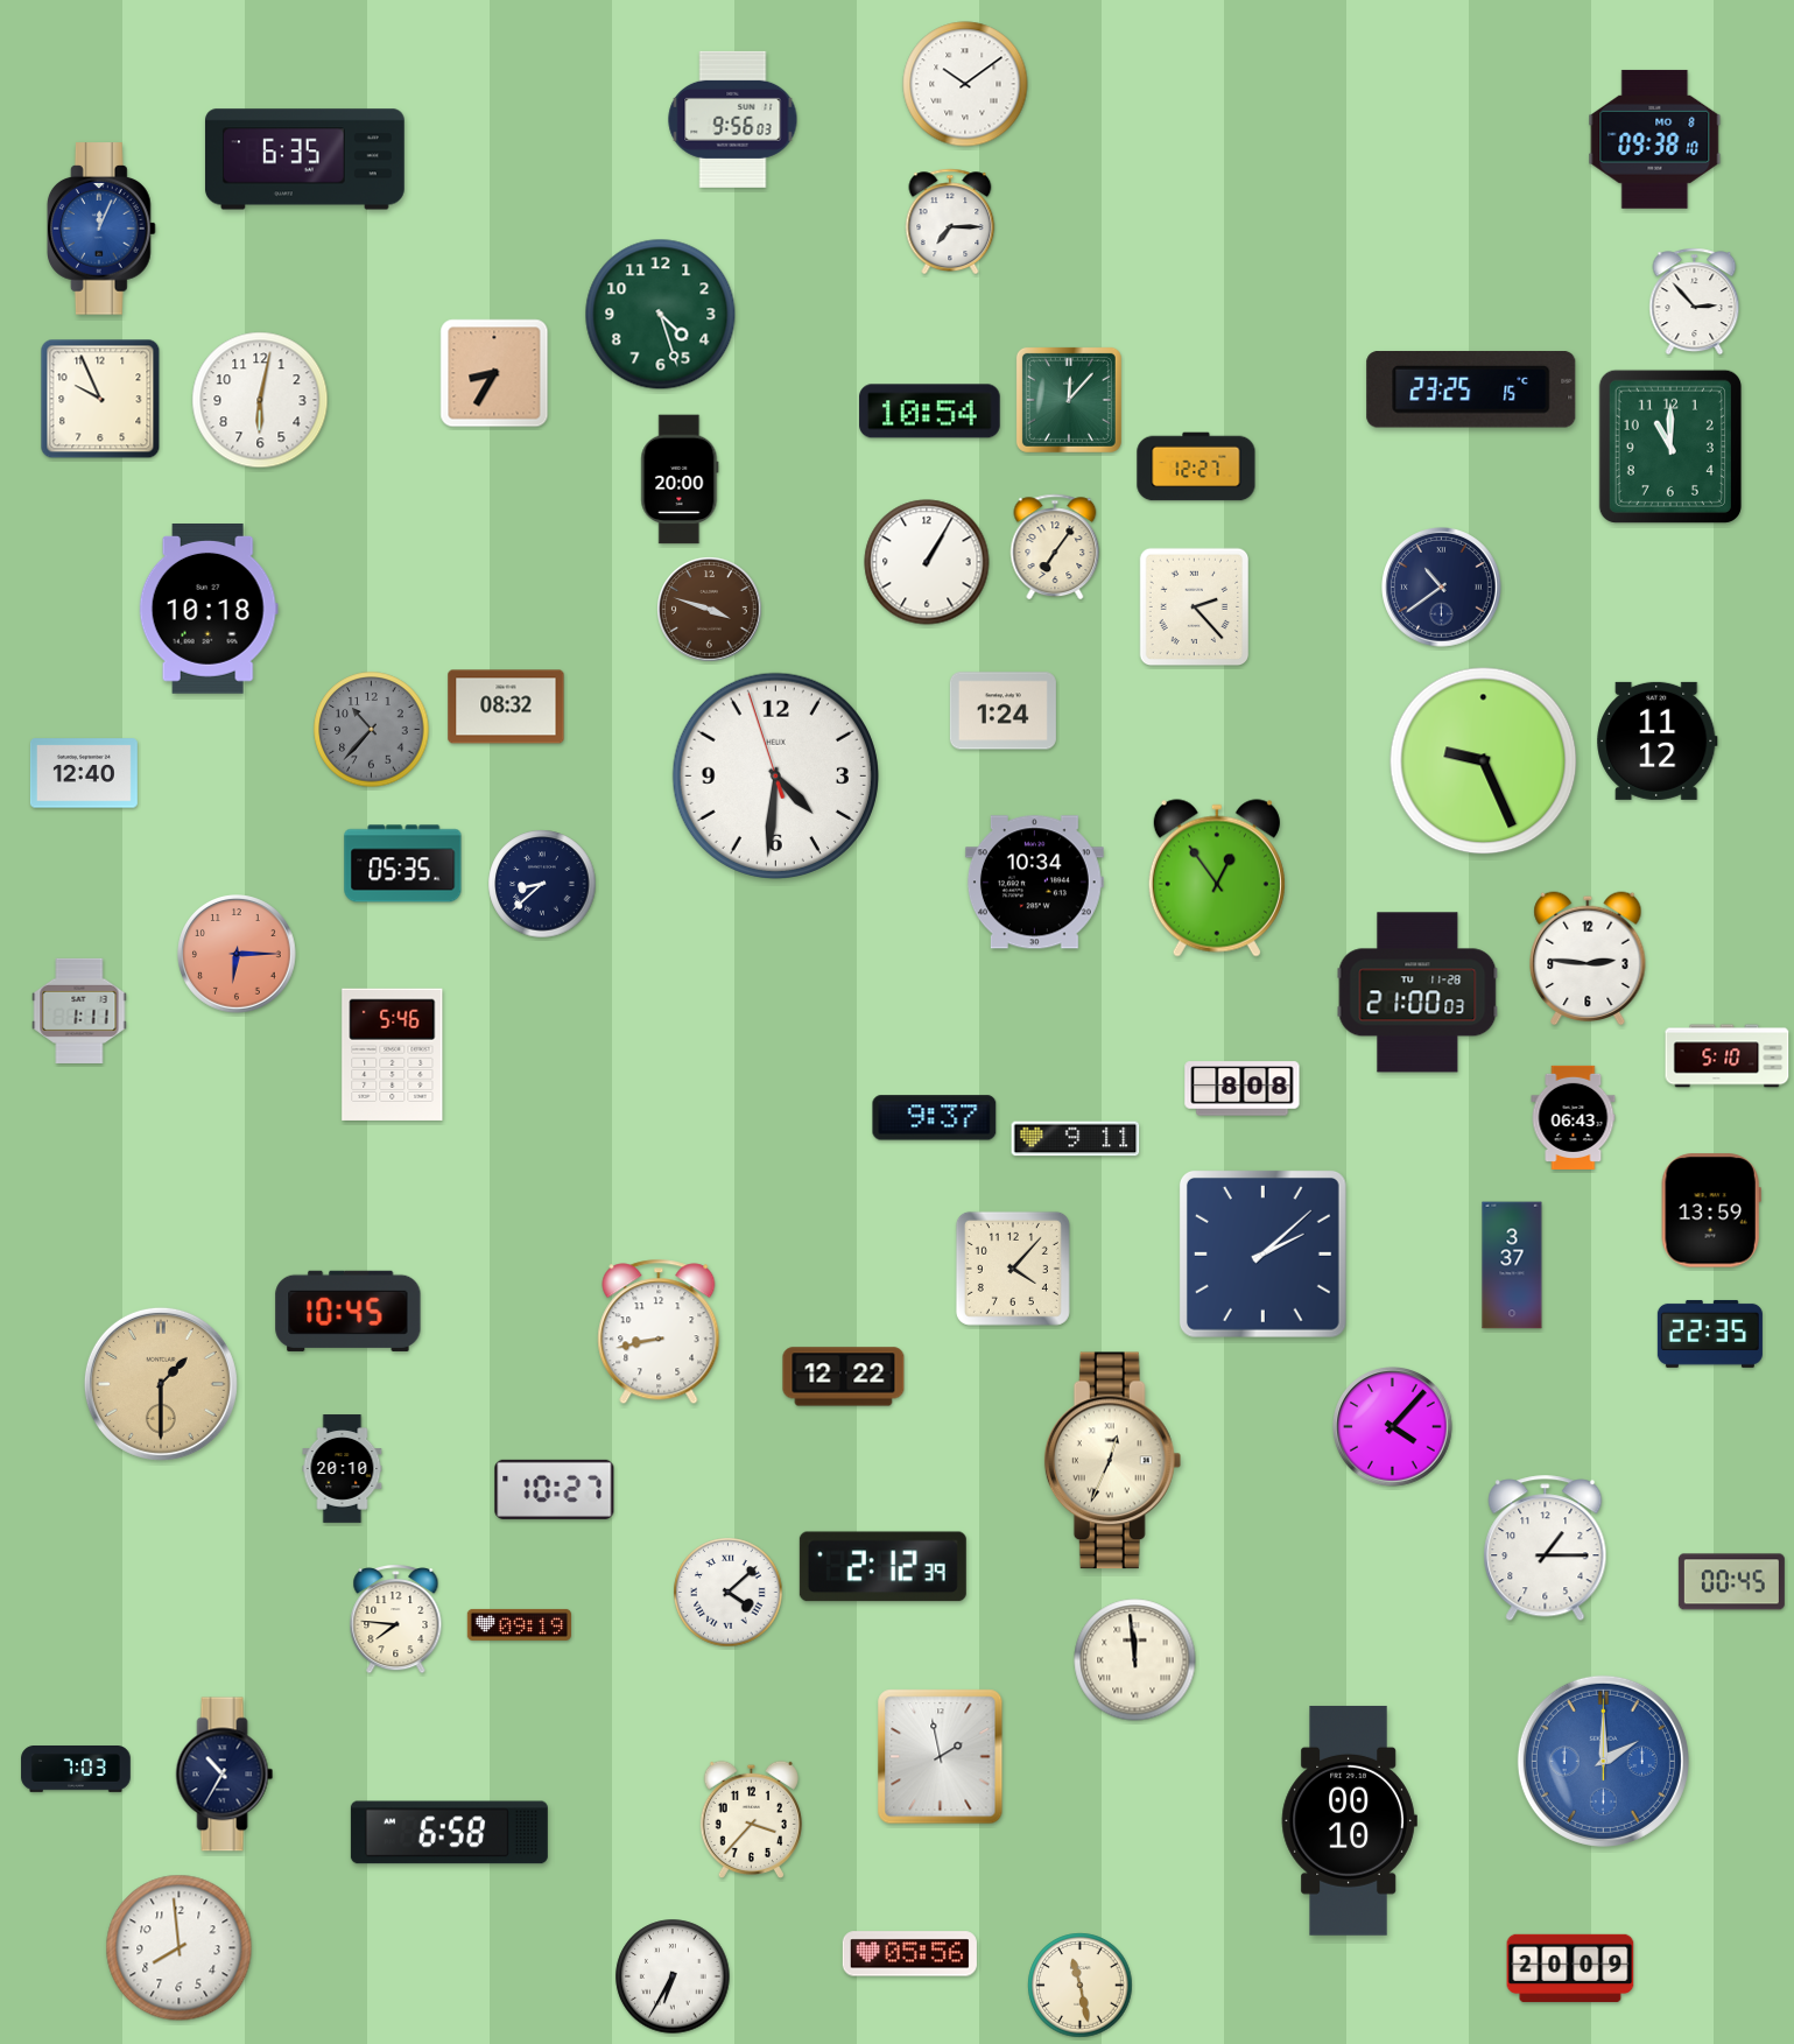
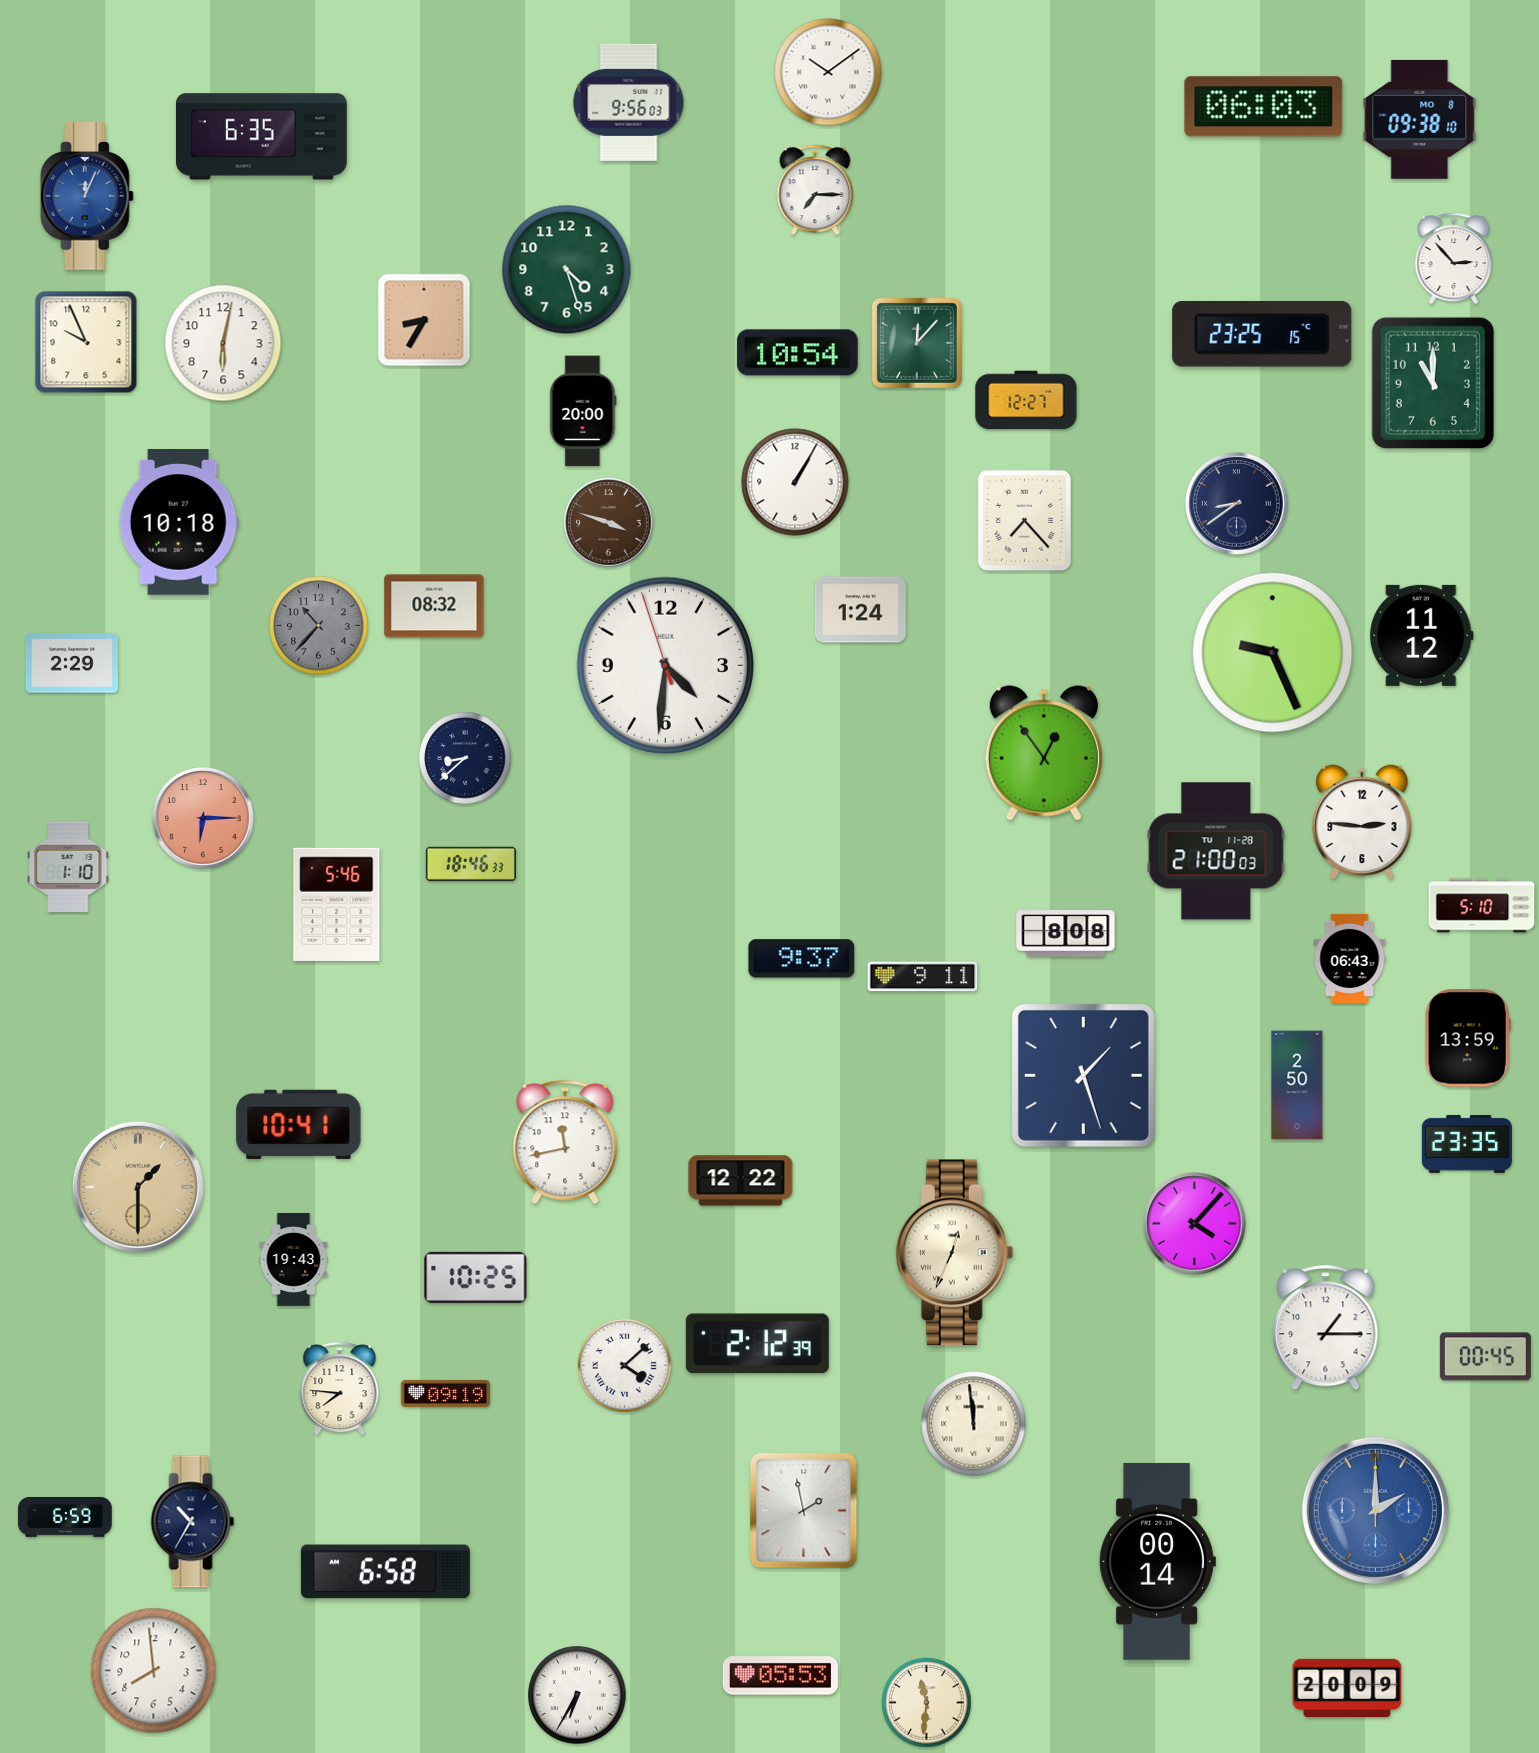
clock at (1264, 107): none -> 06:03
clock at (1055, 546): 7:06 -> none
clock at (1442, 588): 10:39 -> 8:39
clock at (1195, 607): 2:23 -> 7:23
clock at (84, 773): 12:40 -> 2:29
clock at (403, 864): 05:35 -> none
clock at (1034, 883): 10:34 -> none
clock at (471, 864): none -> 18:46
clock at (79, 1011): 1:11 -> 1:10
clock at (1262, 1253): 2:08 -> 1:27
clock at (1512, 1265): 3:37 -> 2:50
clock at (1013, 1269): 4:07 -> none
clock at (349, 1311): 10:45 -> 10:41
clock at (659, 1332): 8:43 -> 11:43
clock at (1710, 1334): 22:35 -> 23:35
clock at (844, 1377) position: (844, 1377) -> (741, 1181)
clock at (343, 1469): 20:10 -> 19:43
clock at (555, 1489): 10:27 -> 10:25
clock at (941, 1757) position: (941, 1757) -> (804, 1511)
clock at (76, 1770): 7:03 -> 6:59
clock at (751, 1819): 3:37 -> none
clock at (1349, 1820): 00:10 -> 00:14
clock at (909, 1954): 05:56 -> 05:53
clock at (1081, 1986): 11:28 -> 11:31
